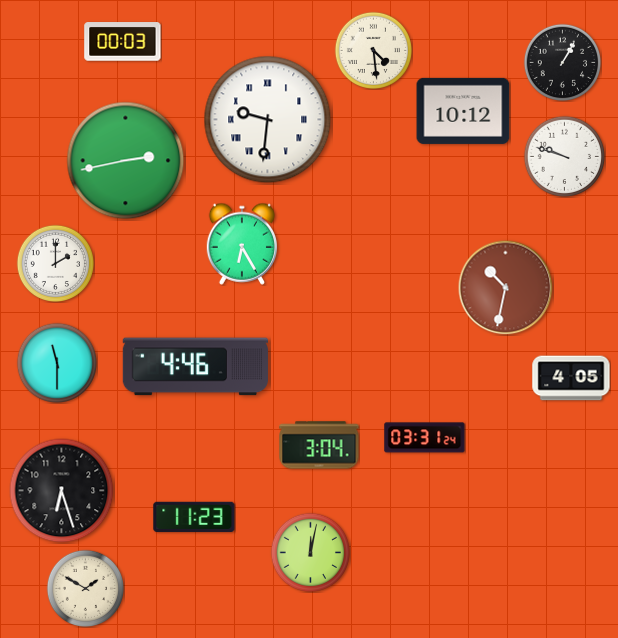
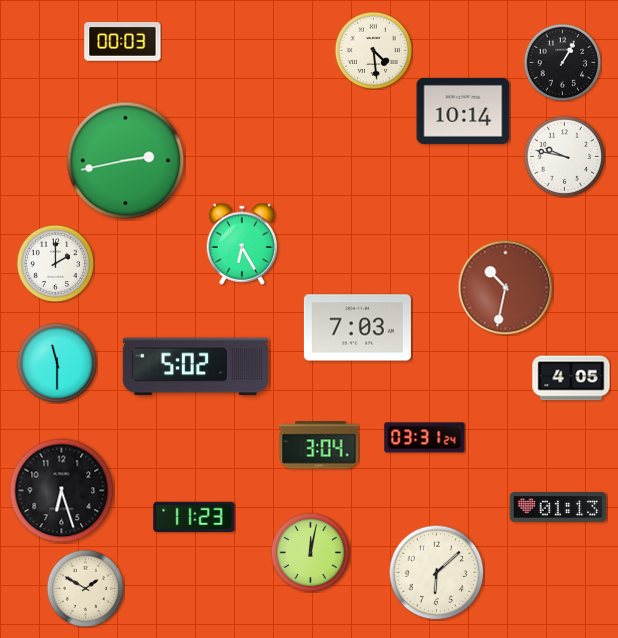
clock at (463, 111): 10:12 -> 10:14
clock at (268, 120): 9:31 -> none
clock at (564, 156): 9:48 -> 9:47
clock at (357, 328): none -> 7:03
clock at (195, 367): 4:46 -> 5:02
clock at (558, 507): none -> 01:13
clock at (436, 572): none -> 6:08
